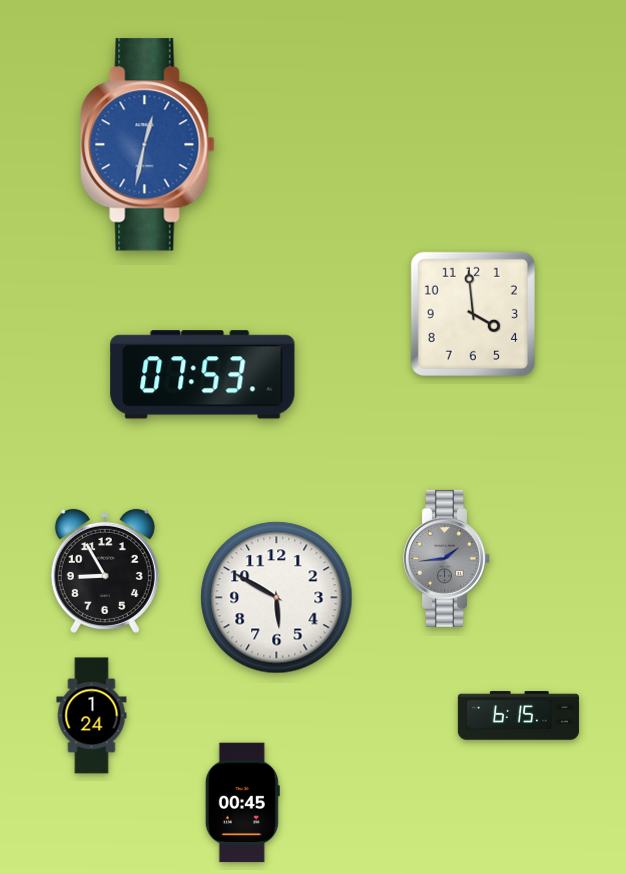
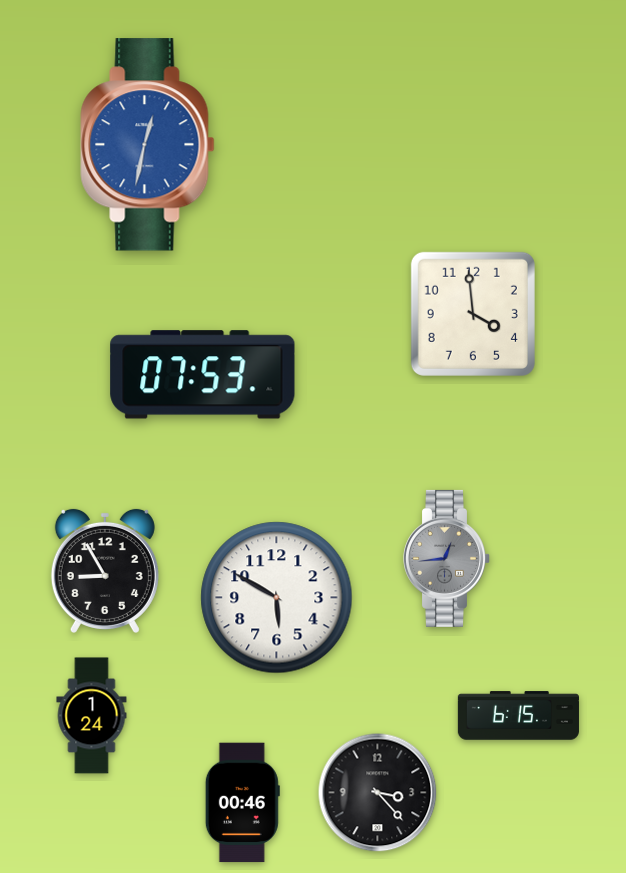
clock at (447, 558): 1:44 -> 12:44
clock at (378, 793): none -> 3:23
clock at (242, 803): 00:45 -> 00:46
